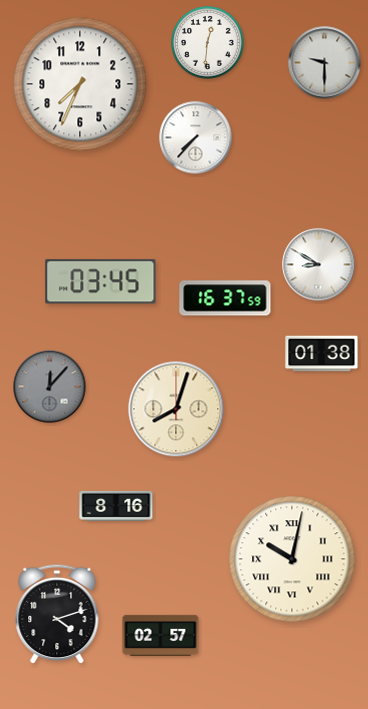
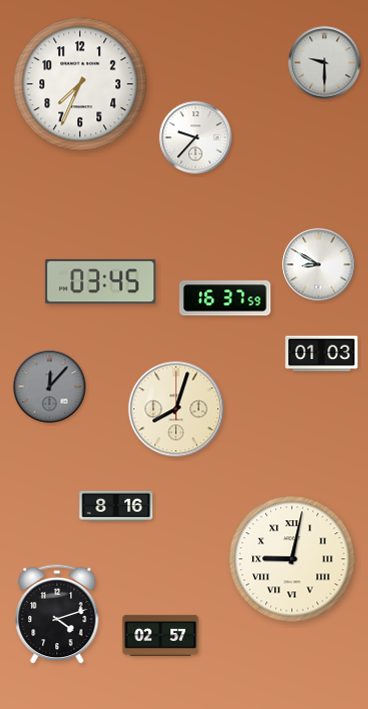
clock at (208, 43): 12:31 -> none
clock at (196, 138): 7:37 -> 9:37
clock at (322, 354): 01:38 -> 01:03
clock at (292, 559): 10:02 -> 9:02
